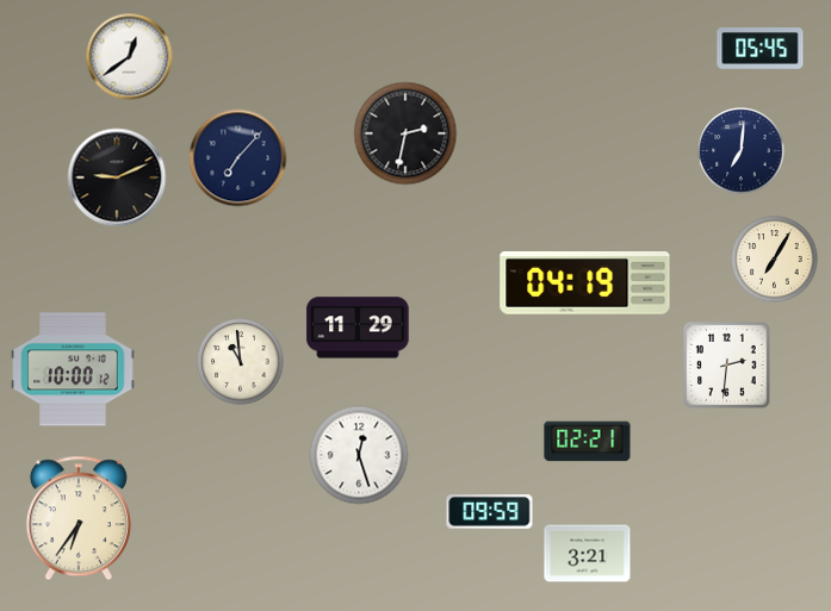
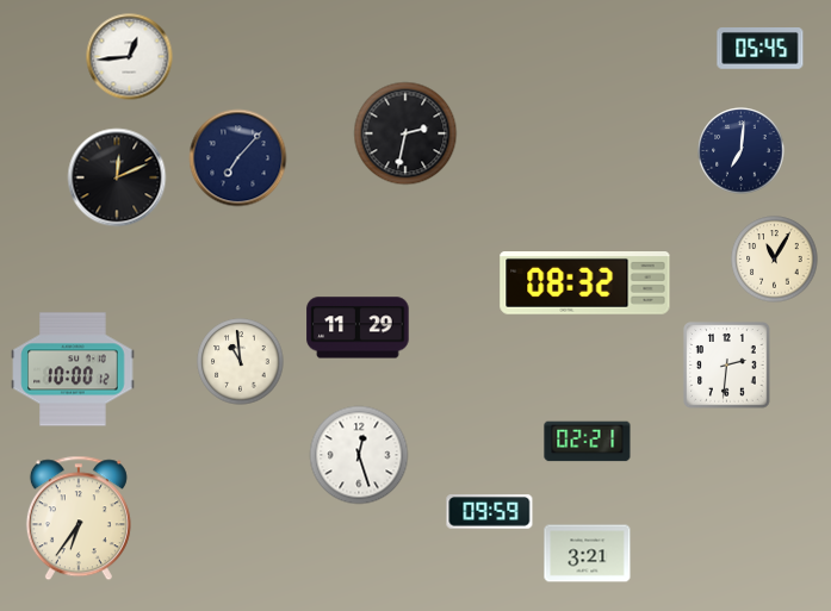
clock at (130, 57): 12:39 -> 12:44
clock at (117, 177): 9:11 -> 12:11
clock at (775, 260): 7:05 -> 11:05
clock at (585, 283): 04:19 -> 08:32
